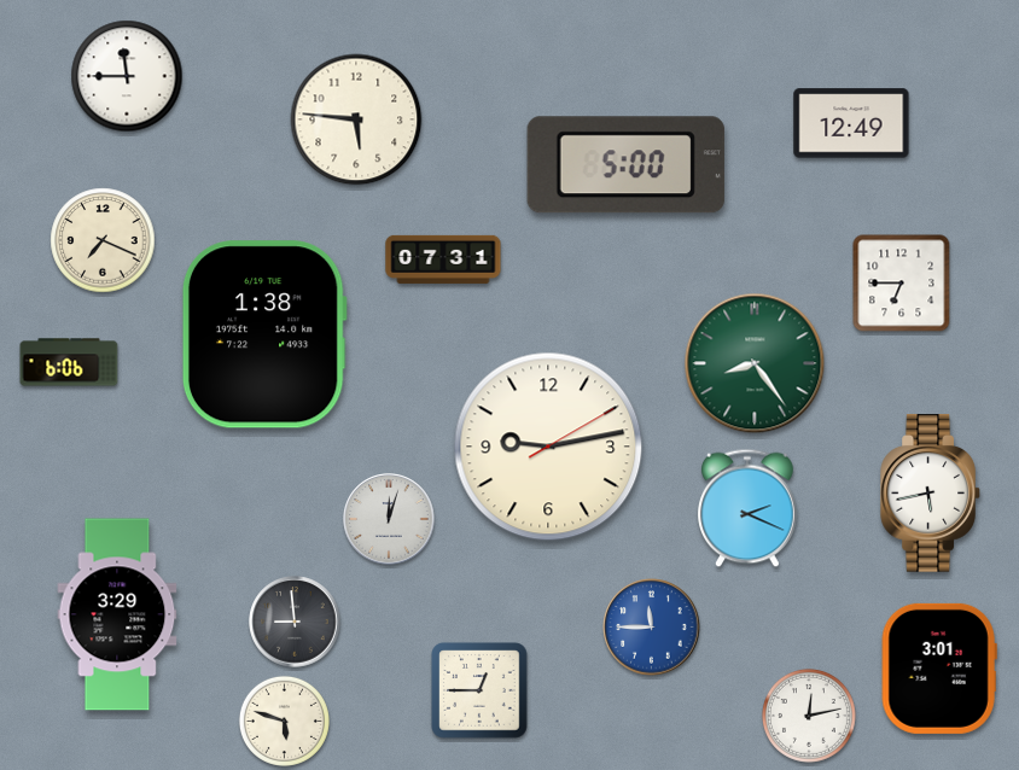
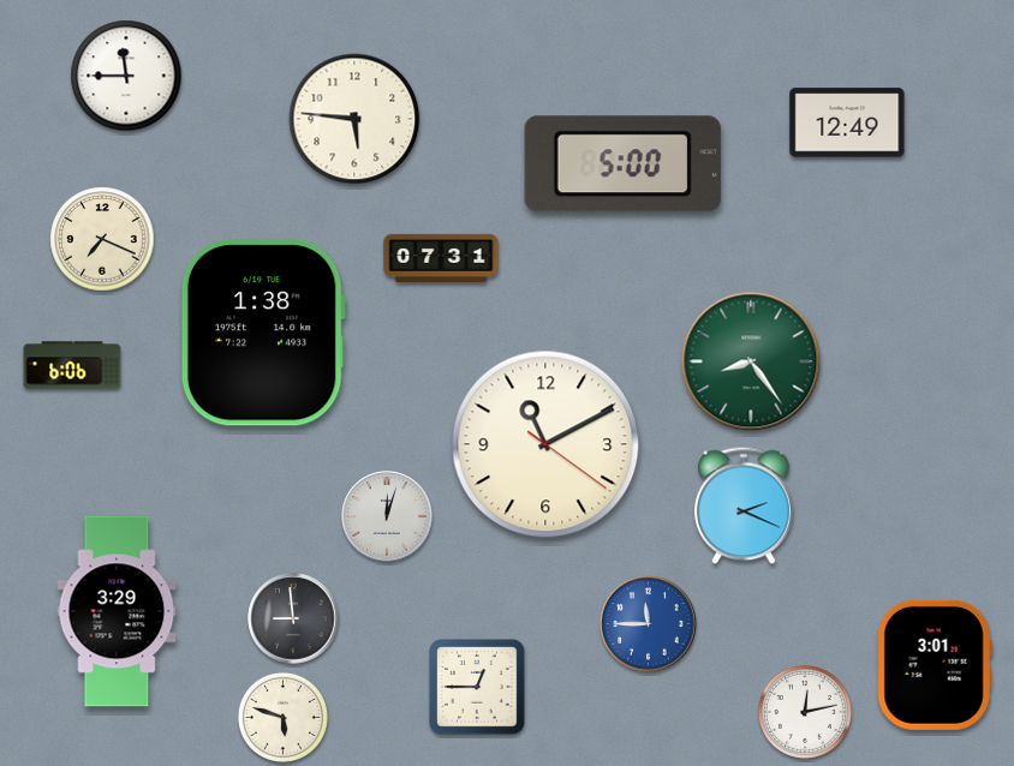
clock at (902, 284): 6:45 -> none
clock at (69, 362) position: (69, 362) -> (72, 365)
clock at (548, 447): 9:13 -> 11:10
clock at (931, 494): 5:43 -> none
